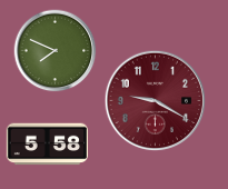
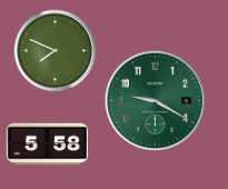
clock at (156, 101) dial: burgundy -> green
